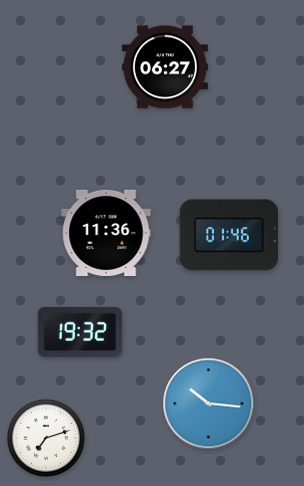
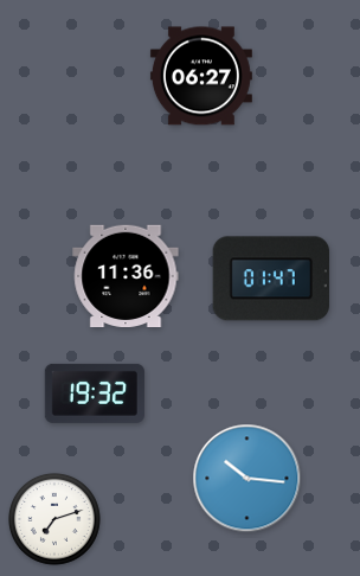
clock at (165, 67) position: (165, 67) -> (201, 76)
clock at (229, 235): 01:46 -> 01:47
